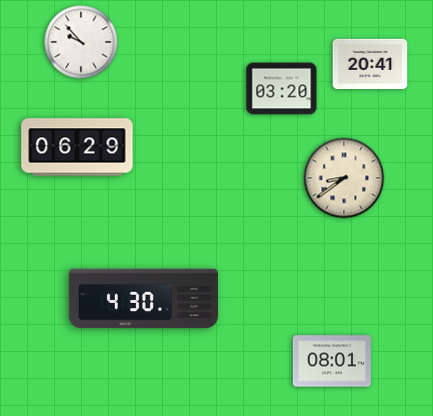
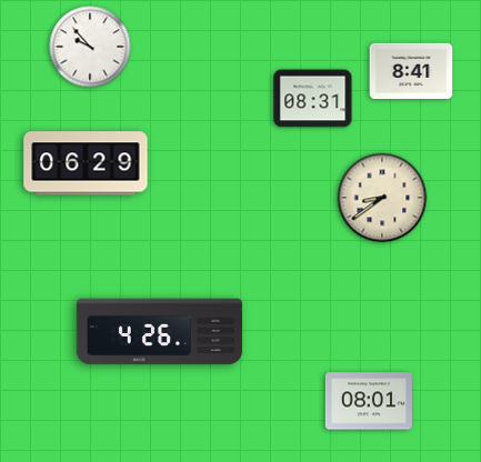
clock at (370, 64): 20:41 -> 8:41
clock at (282, 89): 03:20 -> 08:31
clock at (143, 299): 4:30 -> 4:26
